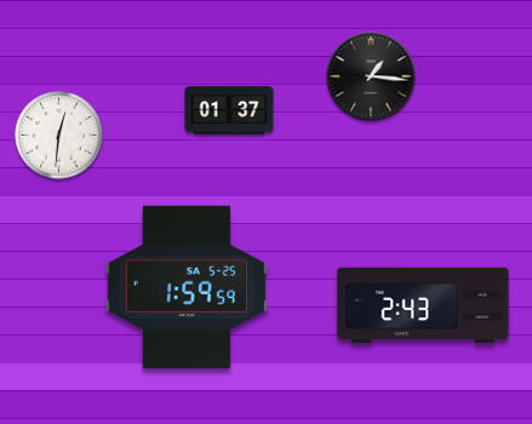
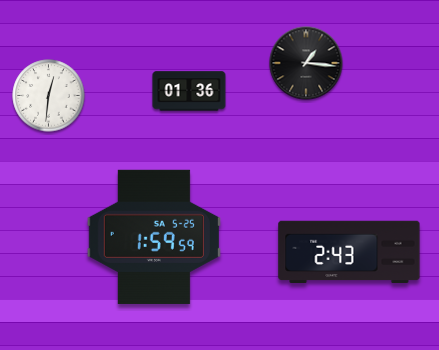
clock at (229, 110): 01:37 -> 01:36
clock at (59, 136) position: (59, 136) -> (49, 96)
